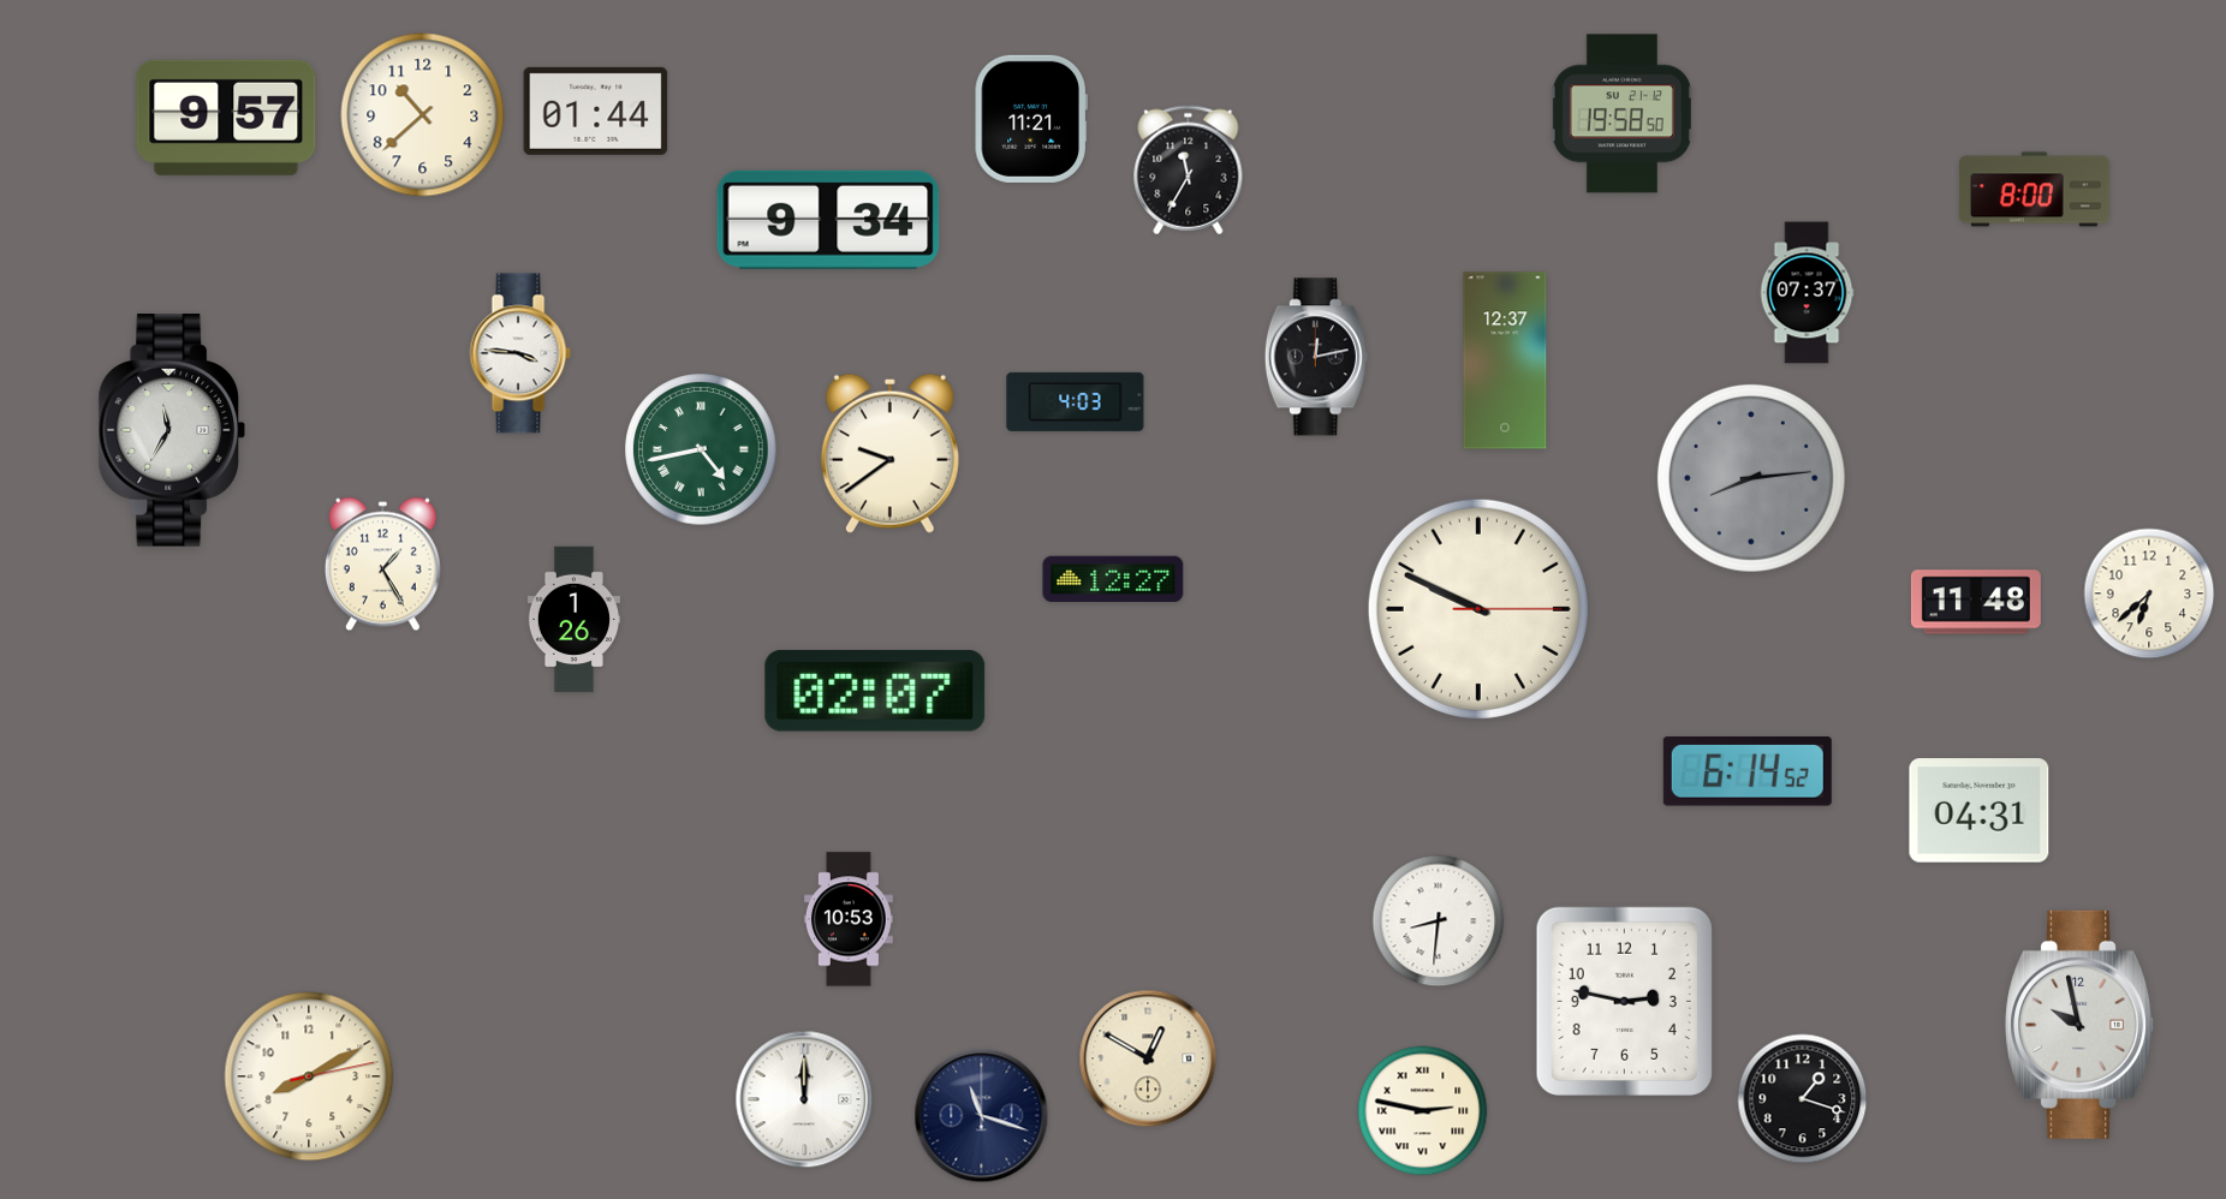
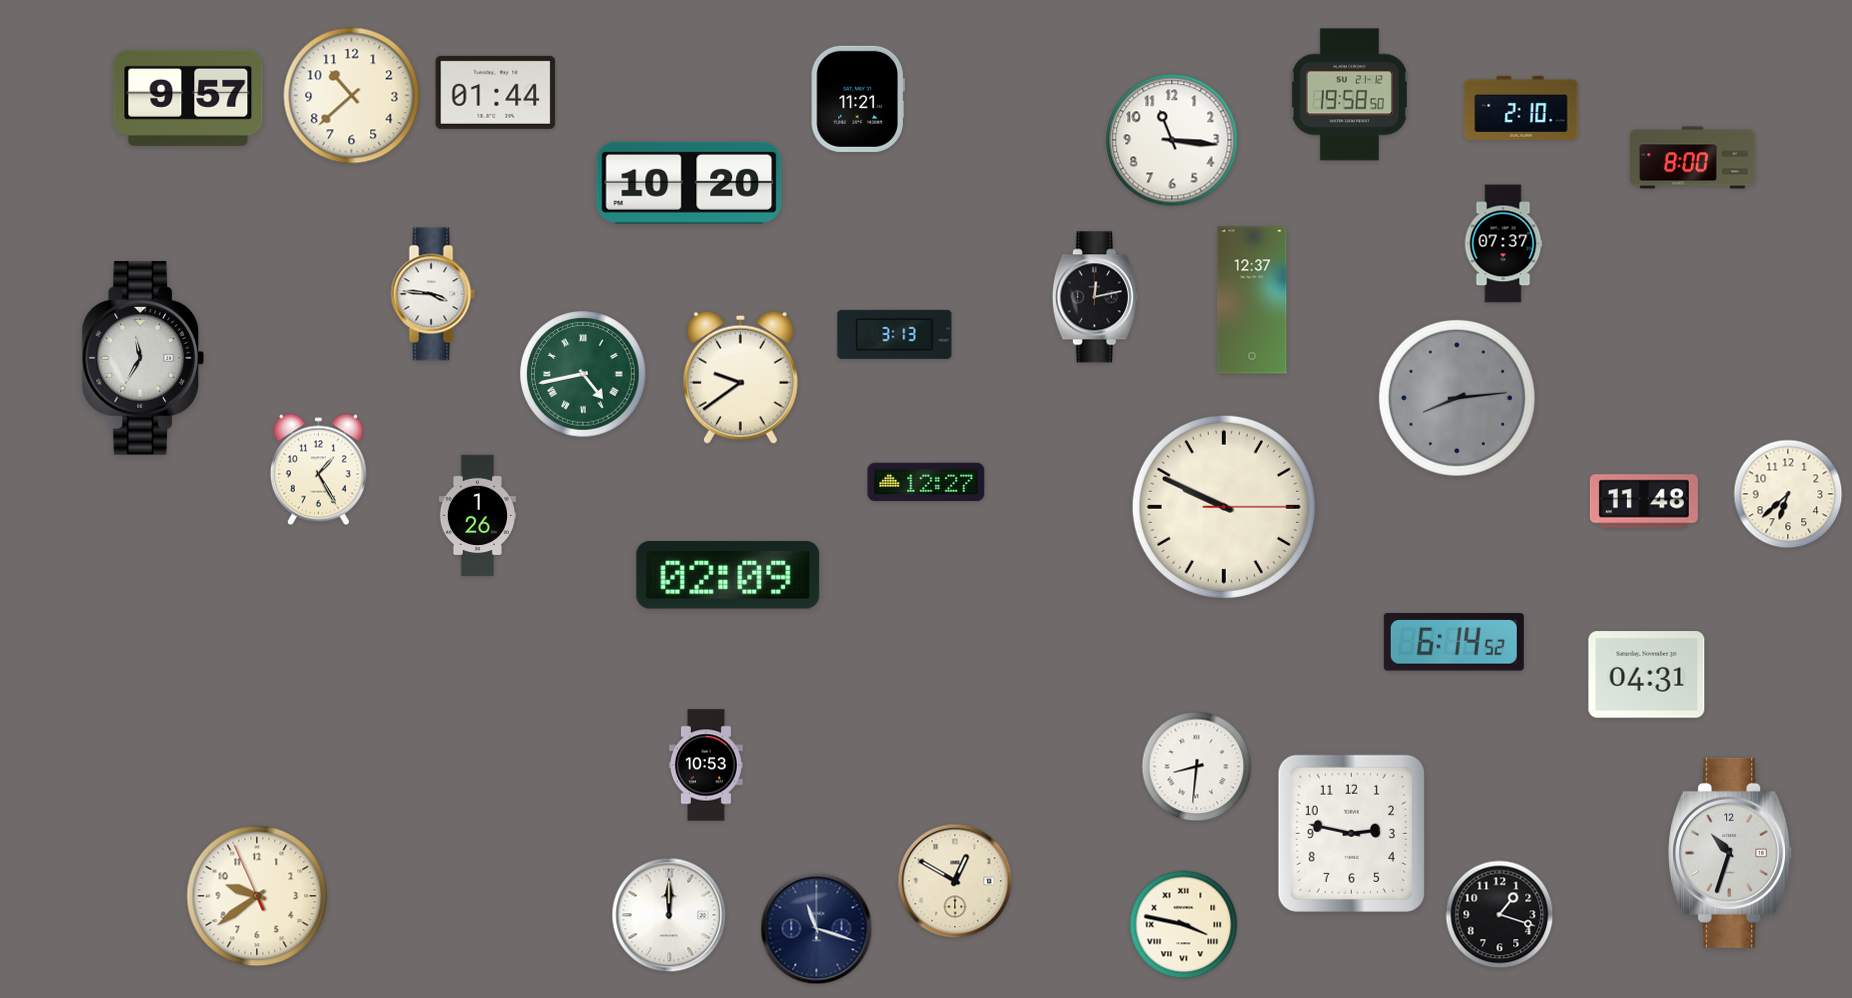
clock at (1521, 108): none -> 2:10
clock at (1172, 140): none -> 11:16
clock at (1189, 171): 11:35 -> none
clock at (828, 220): 9:34 -> 10:20
clock at (1076, 401): 4:03 -> 3:13
clock at (1478, 609) position: (1478, 609) -> (1224, 507)
clock at (875, 692): 02:07 -> 02:09
clock at (2081, 1025): 9:58 -> 10:33
clock at (309, 1076): 8:10 -> 9:38
clock at (1423, 1111): 2:47 -> 3:47
